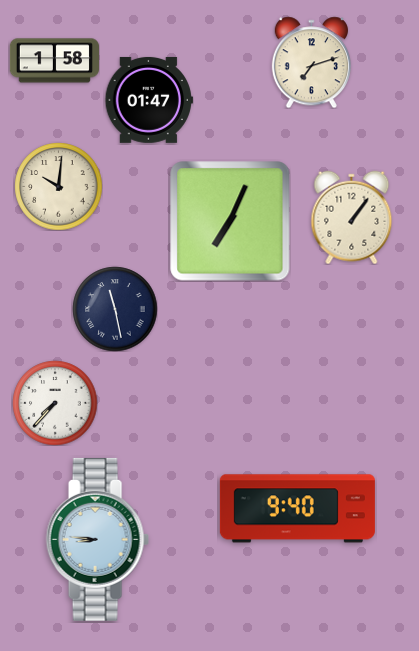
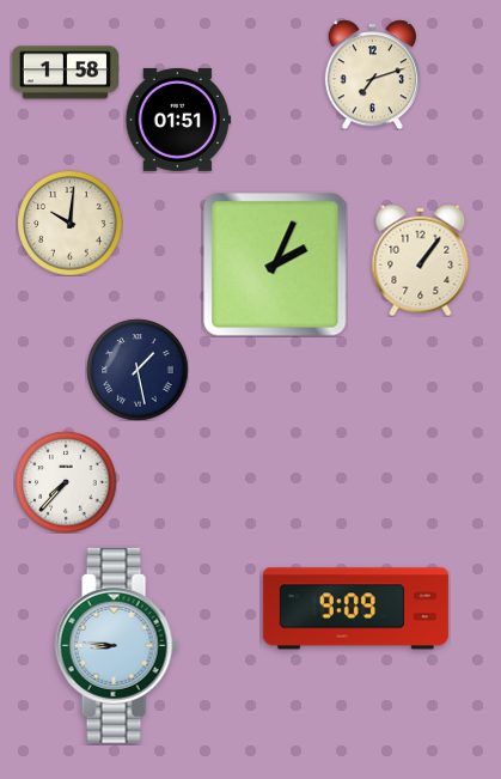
clock at (148, 100): 01:47 -> 01:51
clock at (230, 221): 7:04 -> 2:04
clock at (115, 309): 11:28 -> 1:28
clock at (297, 509): 9:40 -> 9:09
